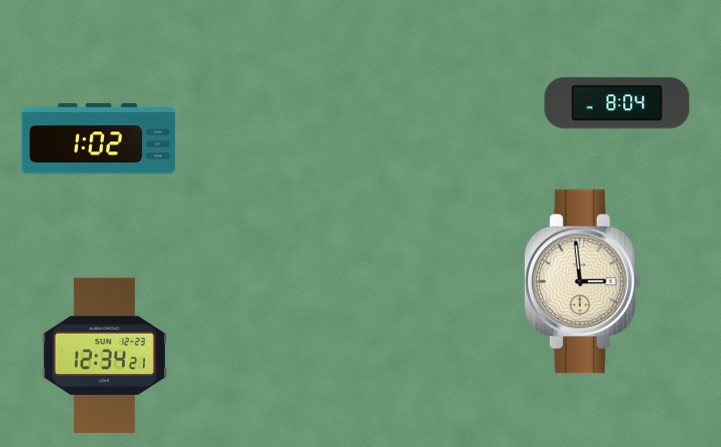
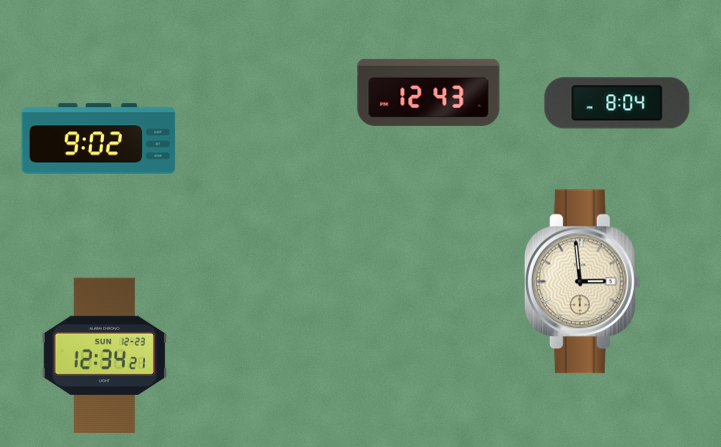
clock at (429, 92): none -> 12:43
clock at (99, 139): 1:02 -> 9:02
